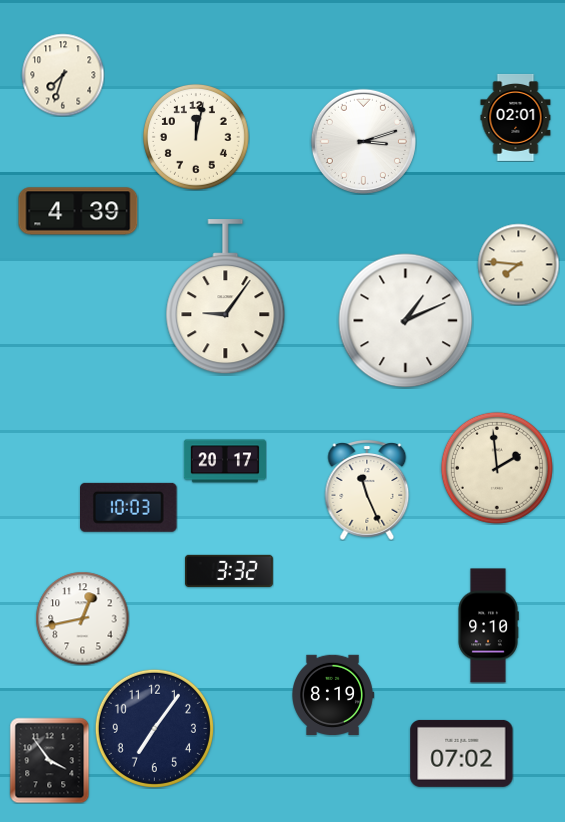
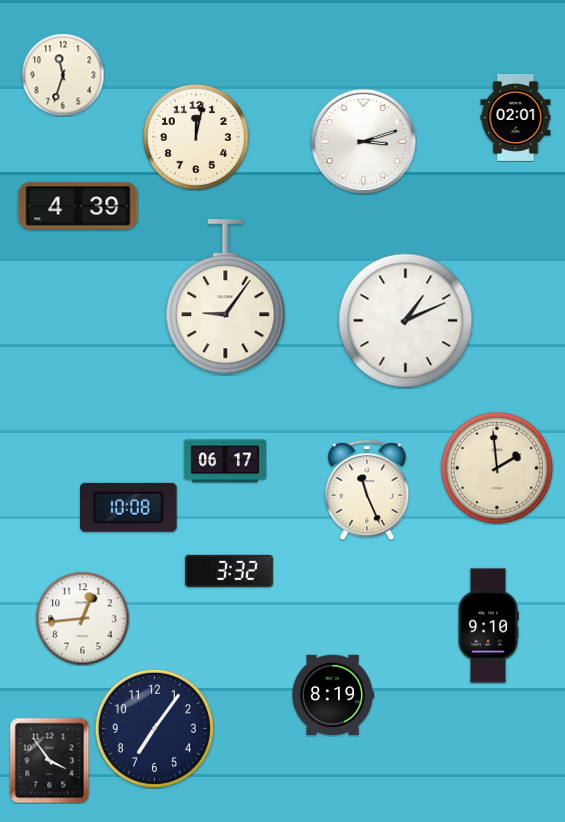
clock at (63, 75): 7:33 -> 11:33
clock at (78, 211) position: (78, 211) -> (78, 206)
clock at (518, 264): 7:46 -> none
clock at (225, 461): 20:17 -> 06:17
clock at (129, 507): 10:03 -> 10:08
clock at (82, 618): 12:43 -> 12:44
clock at (462, 753): 07:02 -> none
